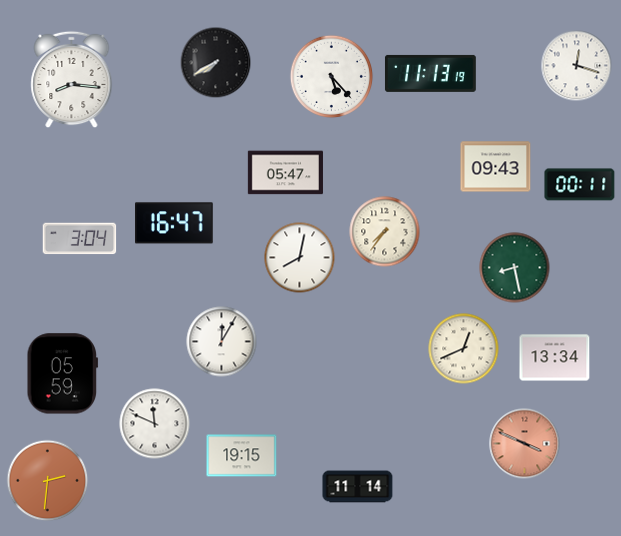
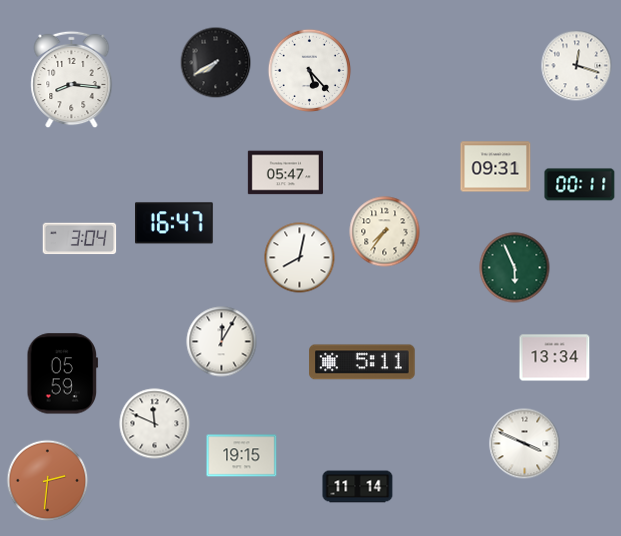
clock at (430, 73): 11:13 -> none
clock at (332, 77) position: (332, 77) -> (310, 71)
clock at (496, 167): 09:43 -> 09:31
clock at (515, 268): 8:28 -> 5:56
clock at (464, 349): 12:41 -> none
clock at (362, 362): none -> 5:11
clock at (525, 444) dial: salmon -> white
